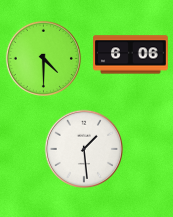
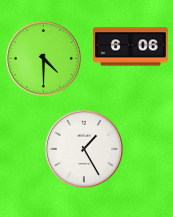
clock at (131, 55) position: (131, 55) -> (131, 47)
clock at (83, 148): 1:29 -> 1:25
